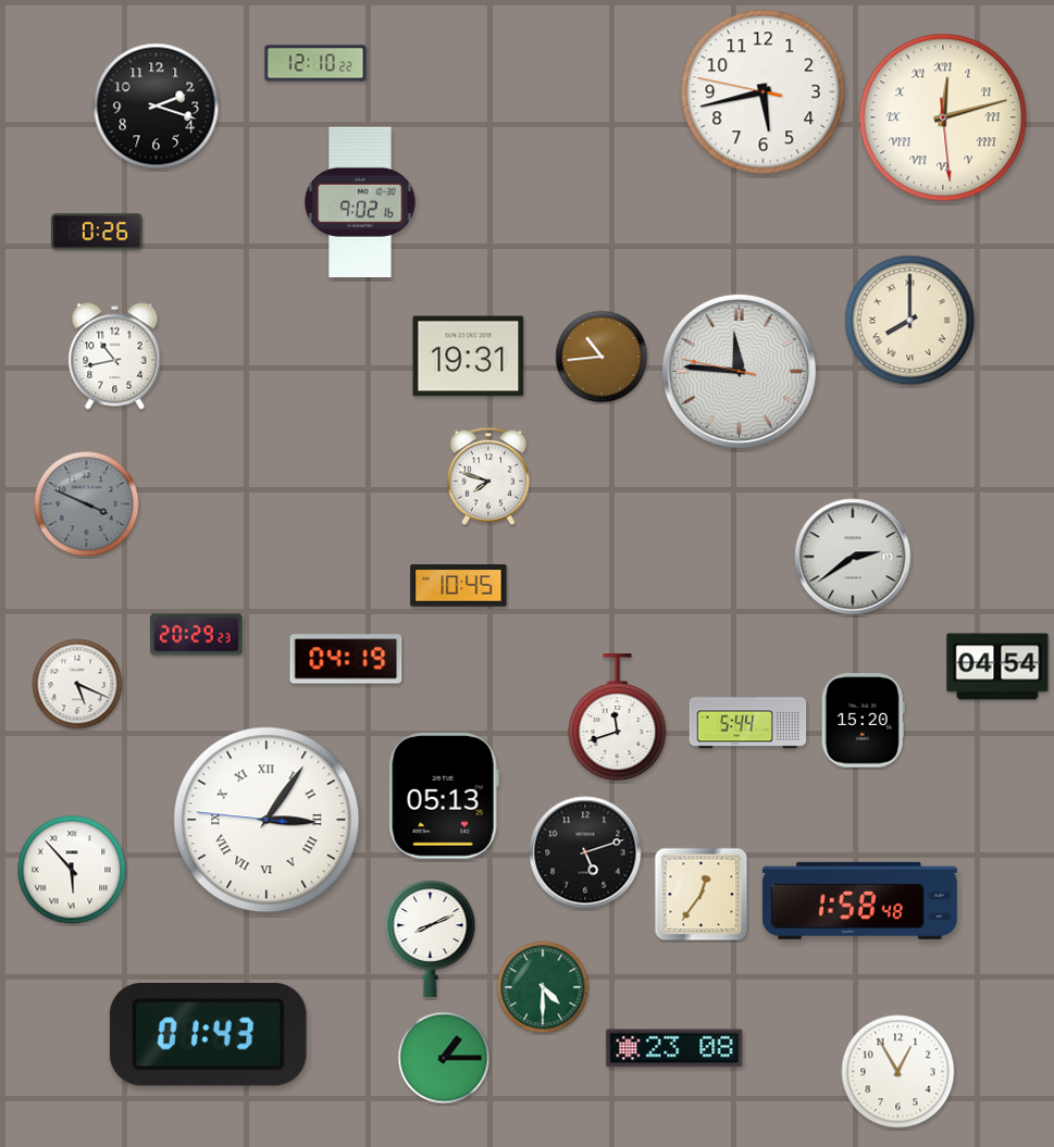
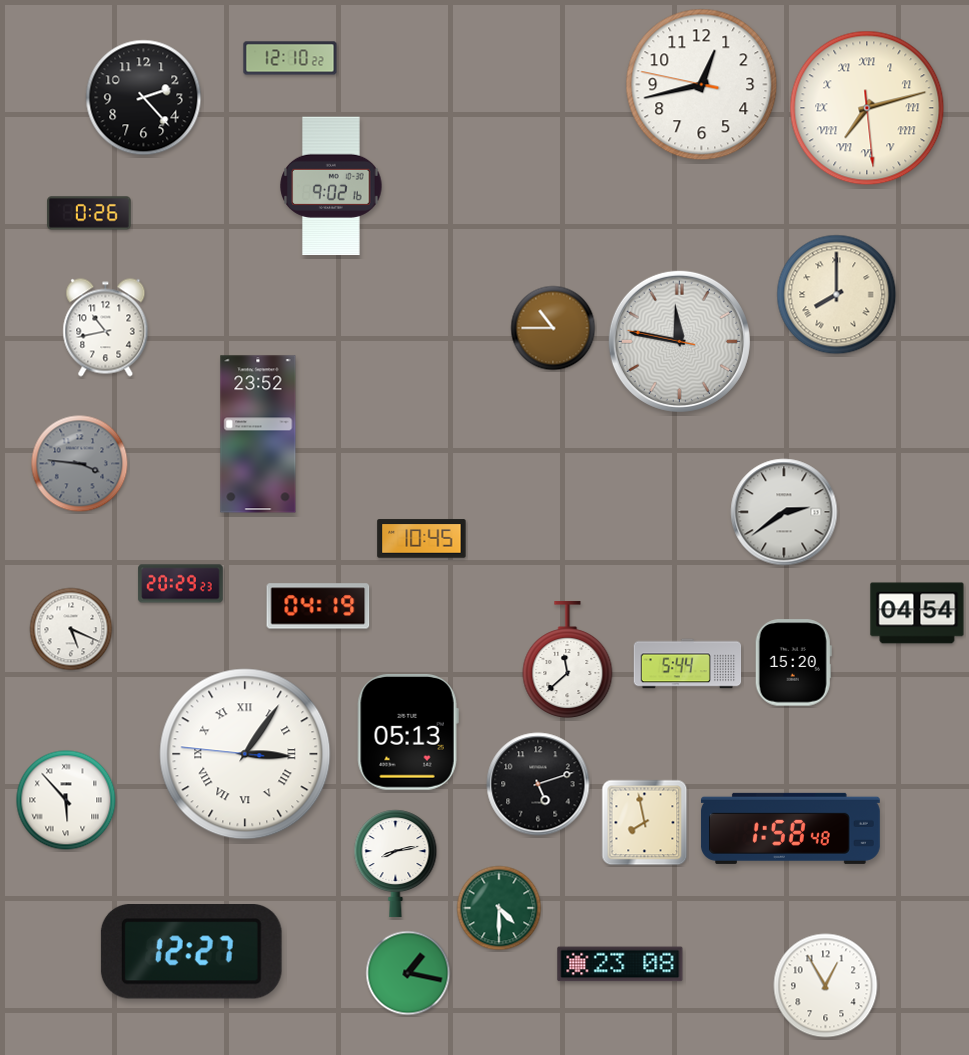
clock at (764, 92): 5:42 -> 12:42
clock at (157, 107): 2:18 -> 2:23
clock at (943, 117): 12:12 -> 7:12
clock at (469, 357): 19:31 -> none
clock at (602, 357): 10:44 -> 10:45
clock at (739, 371): 11:45 -> 11:46
clock at (258, 434): none -> 23:52
clock at (488, 476): 7:48 -> none
clock at (87, 504): 3:49 -> 3:46
clock at (618, 716): 11:42 -> 11:38
clock at (702, 895): 12:36 -> 7:58
clock at (431, 939): 8:11 -> 8:13
clock at (208, 1035): 01:43 -> 12:27
clock at (444, 1058): 1:15 -> 1:17
